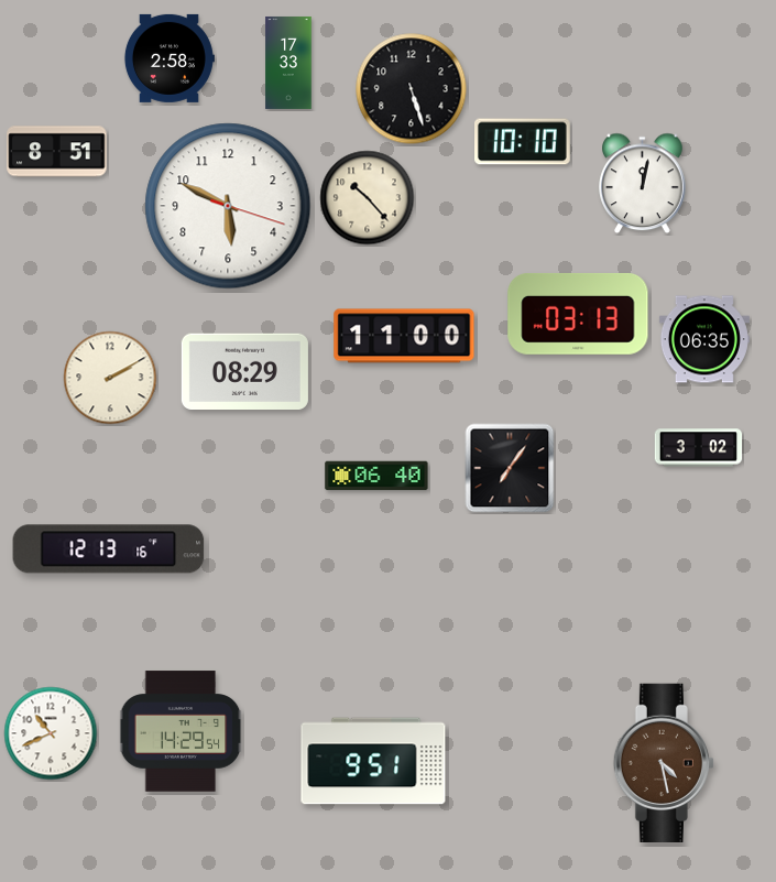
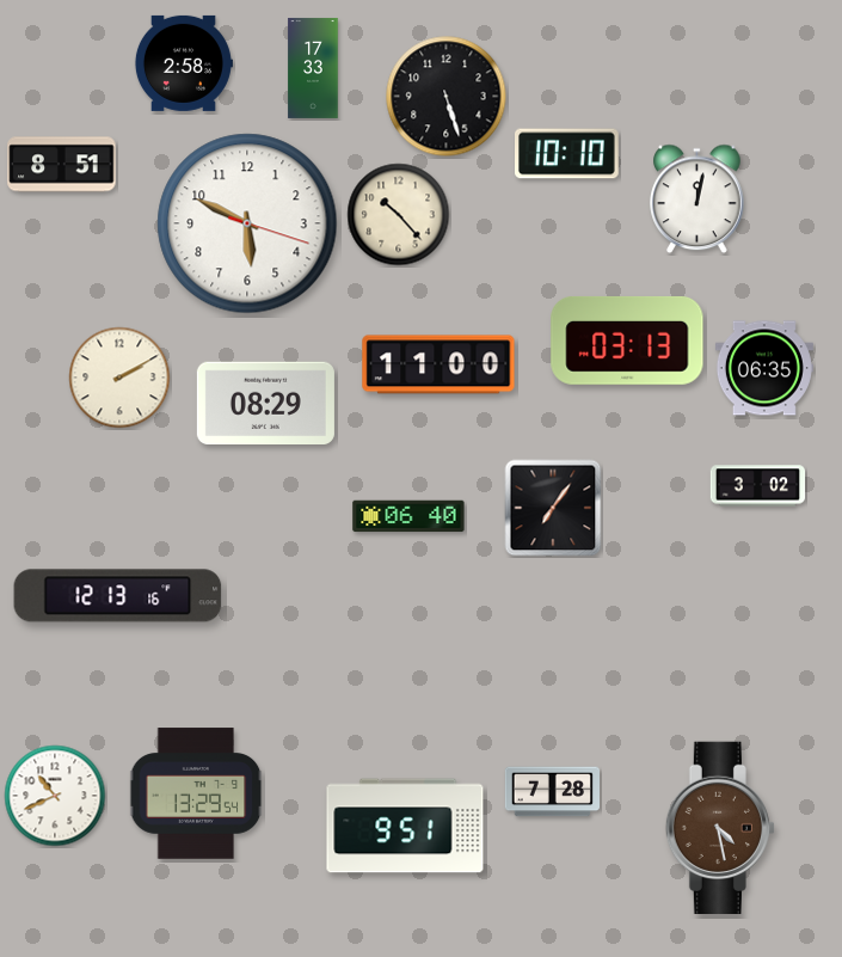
clock at (110, 378) position: (110, 378) -> (119, 378)
clock at (553, 792): none -> 7:28
clock at (181, 731): 14:29 -> 13:29
